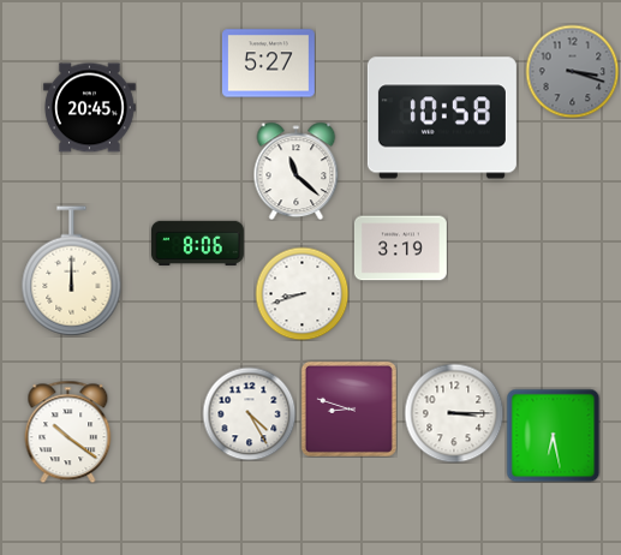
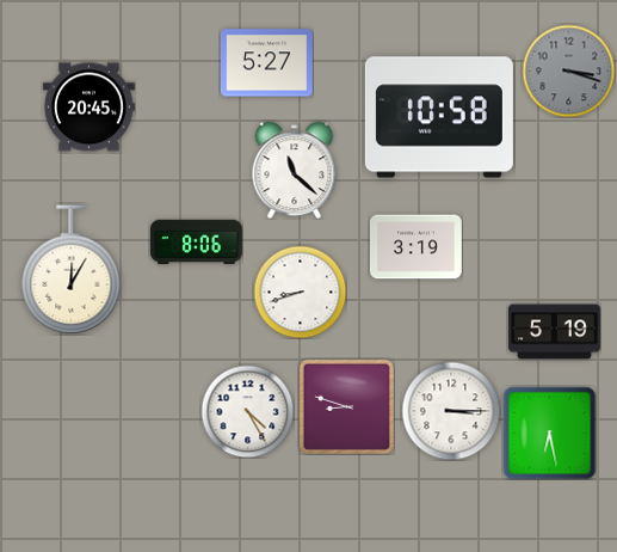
clock at (400, 249) position: (400, 249) -> (415, 247)
clock at (72, 271): 12:00 -> 12:05
clock at (555, 332): none -> 5:19
clock at (68, 431): 10:21 -> none
